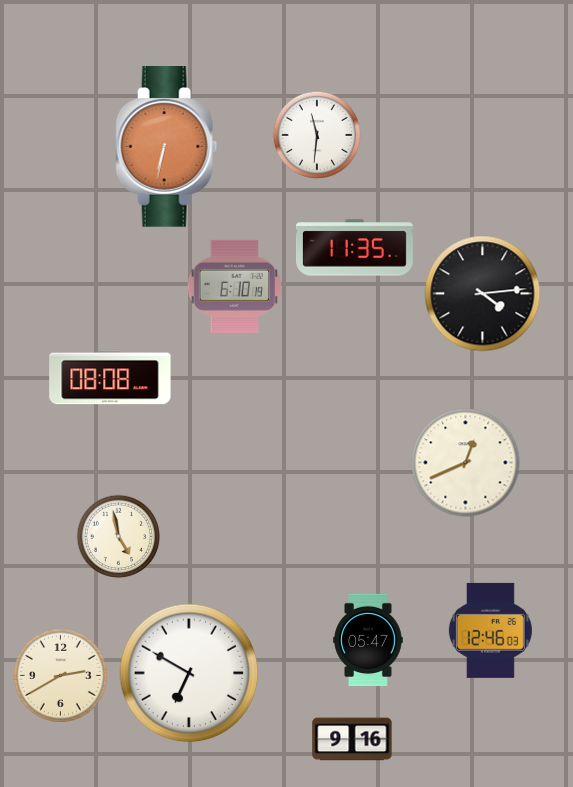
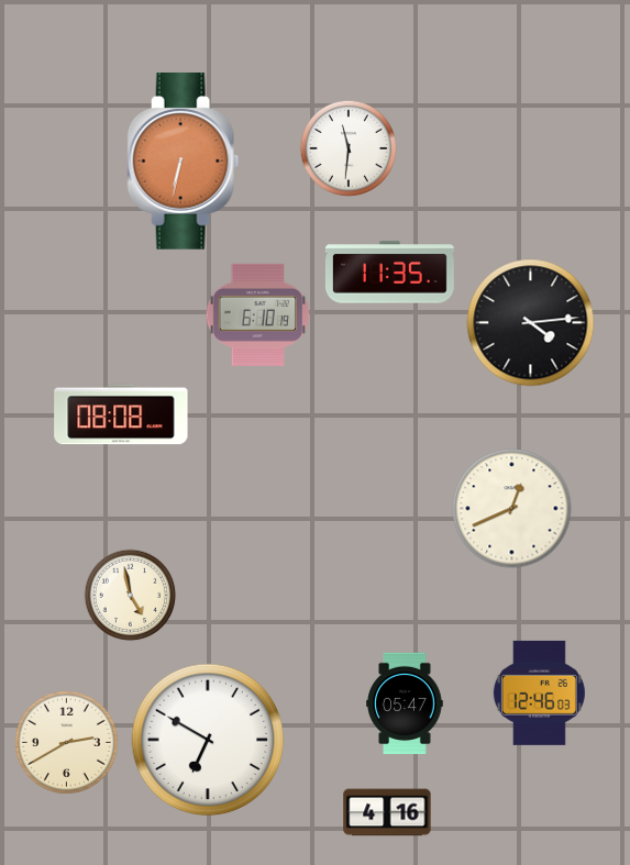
clock at (119, 537) position: (119, 537) -> (131, 596)
clock at (352, 739): 9:16 -> 4:16
